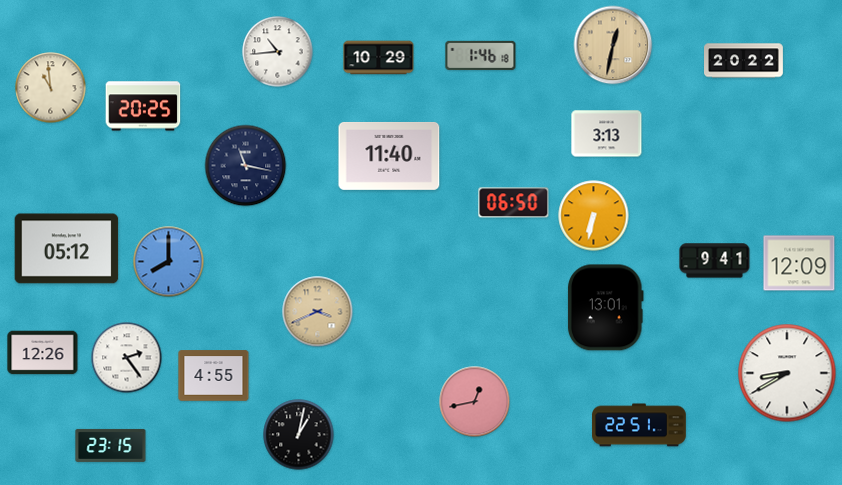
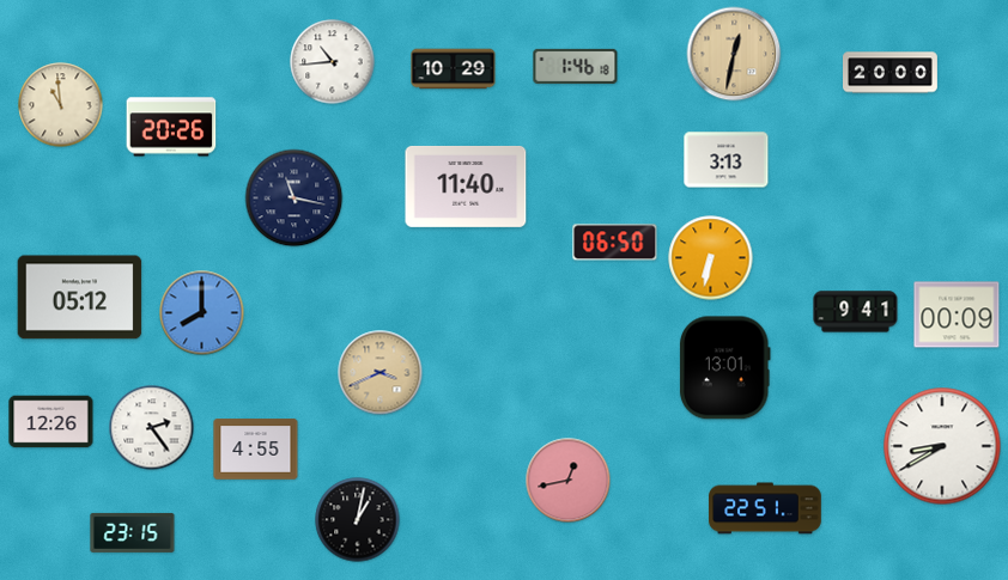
clock at (744, 61): 20:22 -> 20:00
clock at (143, 106): 20:25 -> 20:26
clock at (799, 263): 12:09 -> 00:09
